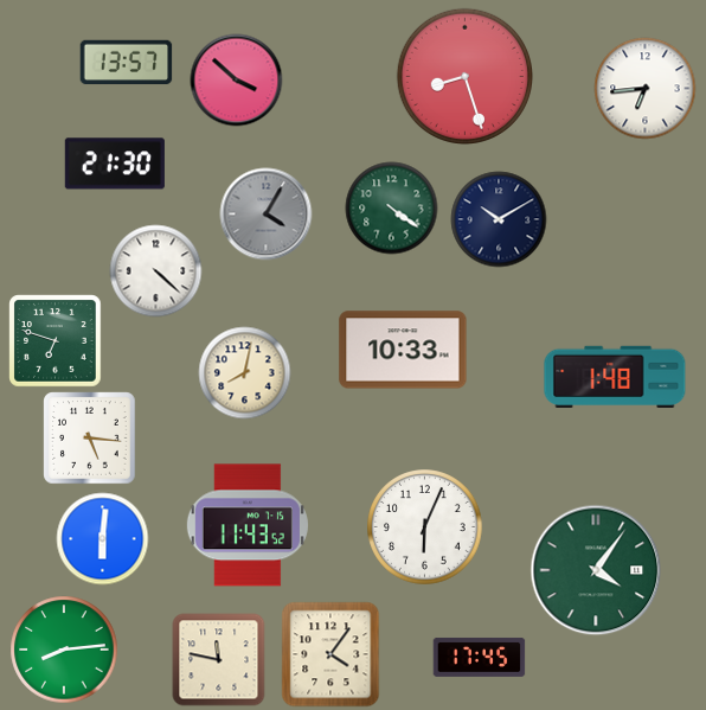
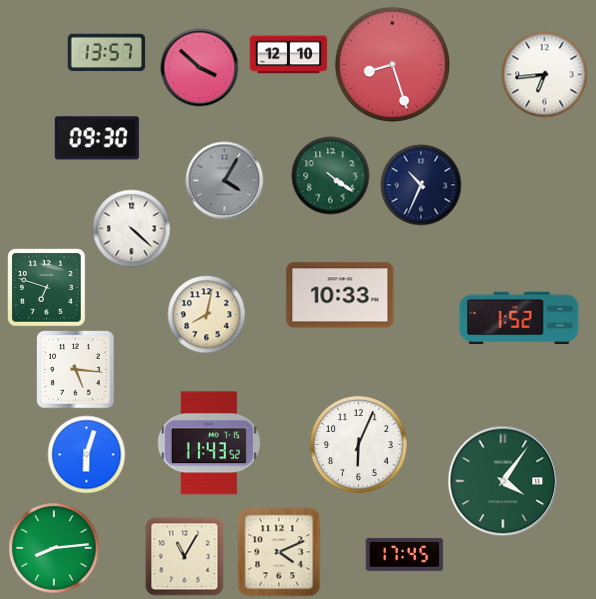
clock at (288, 55): none -> 12:10
clock at (115, 164): 21:30 -> 09:30
clock at (499, 219): 10:10 -> 10:34
clock at (615, 376): 1:48 -> 1:52
clock at (102, 538): 6:01 -> 6:03
clock at (330, 654): 4:06 -> 4:11
clock at (218, 659): 11:47 -> 11:05
